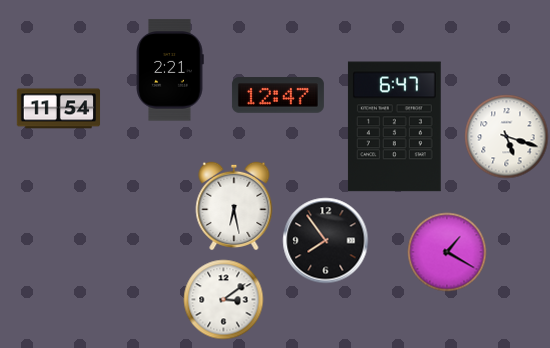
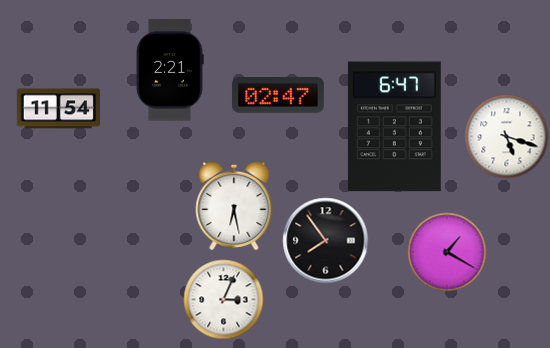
clock at (278, 95): 12:47 -> 02:47
clock at (223, 299): 3:09 -> 3:04
